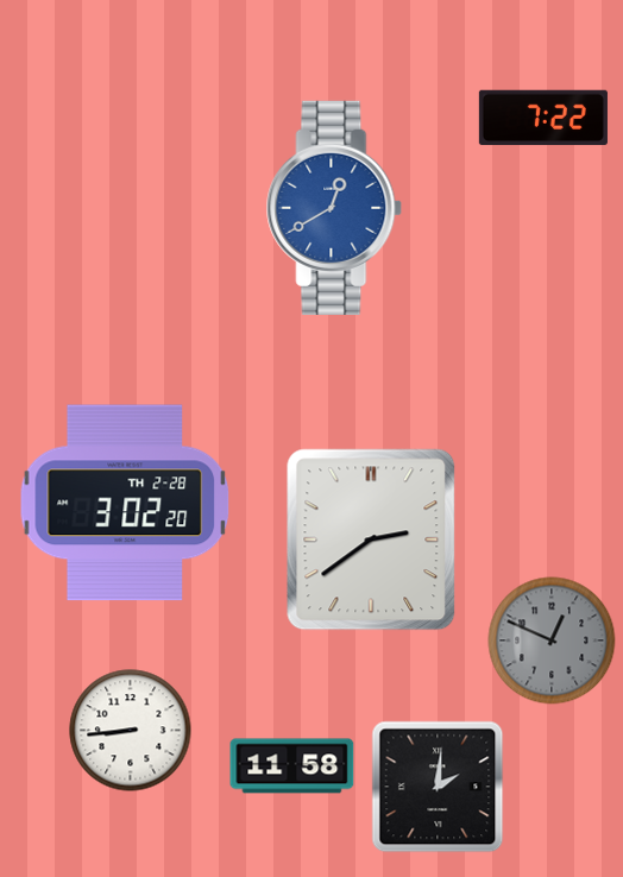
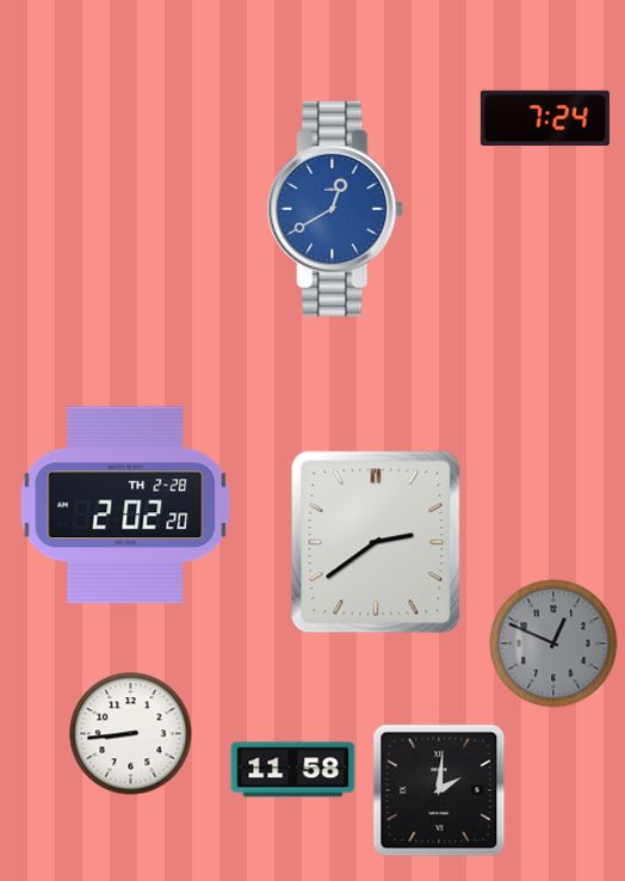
clock at (543, 118): 7:22 -> 7:24
clock at (125, 503): 3:02 -> 2:02
clock at (371, 540) position: (371, 540) -> (376, 542)
